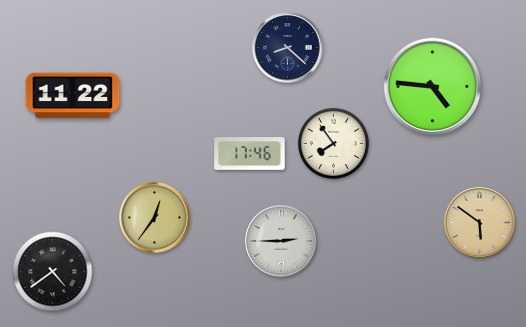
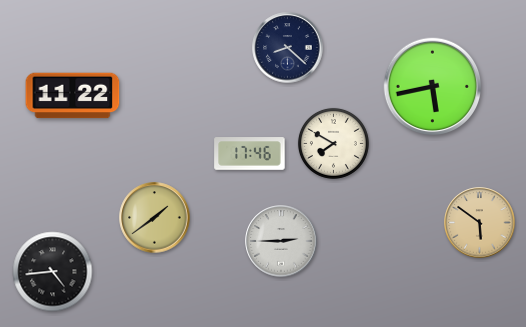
clock at (433, 87): 4:46 -> 5:43
clock at (333, 143): 7:54 -> 7:50
clock at (155, 218): 12:36 -> 1:39
clock at (53, 272): 4:39 -> 4:44
